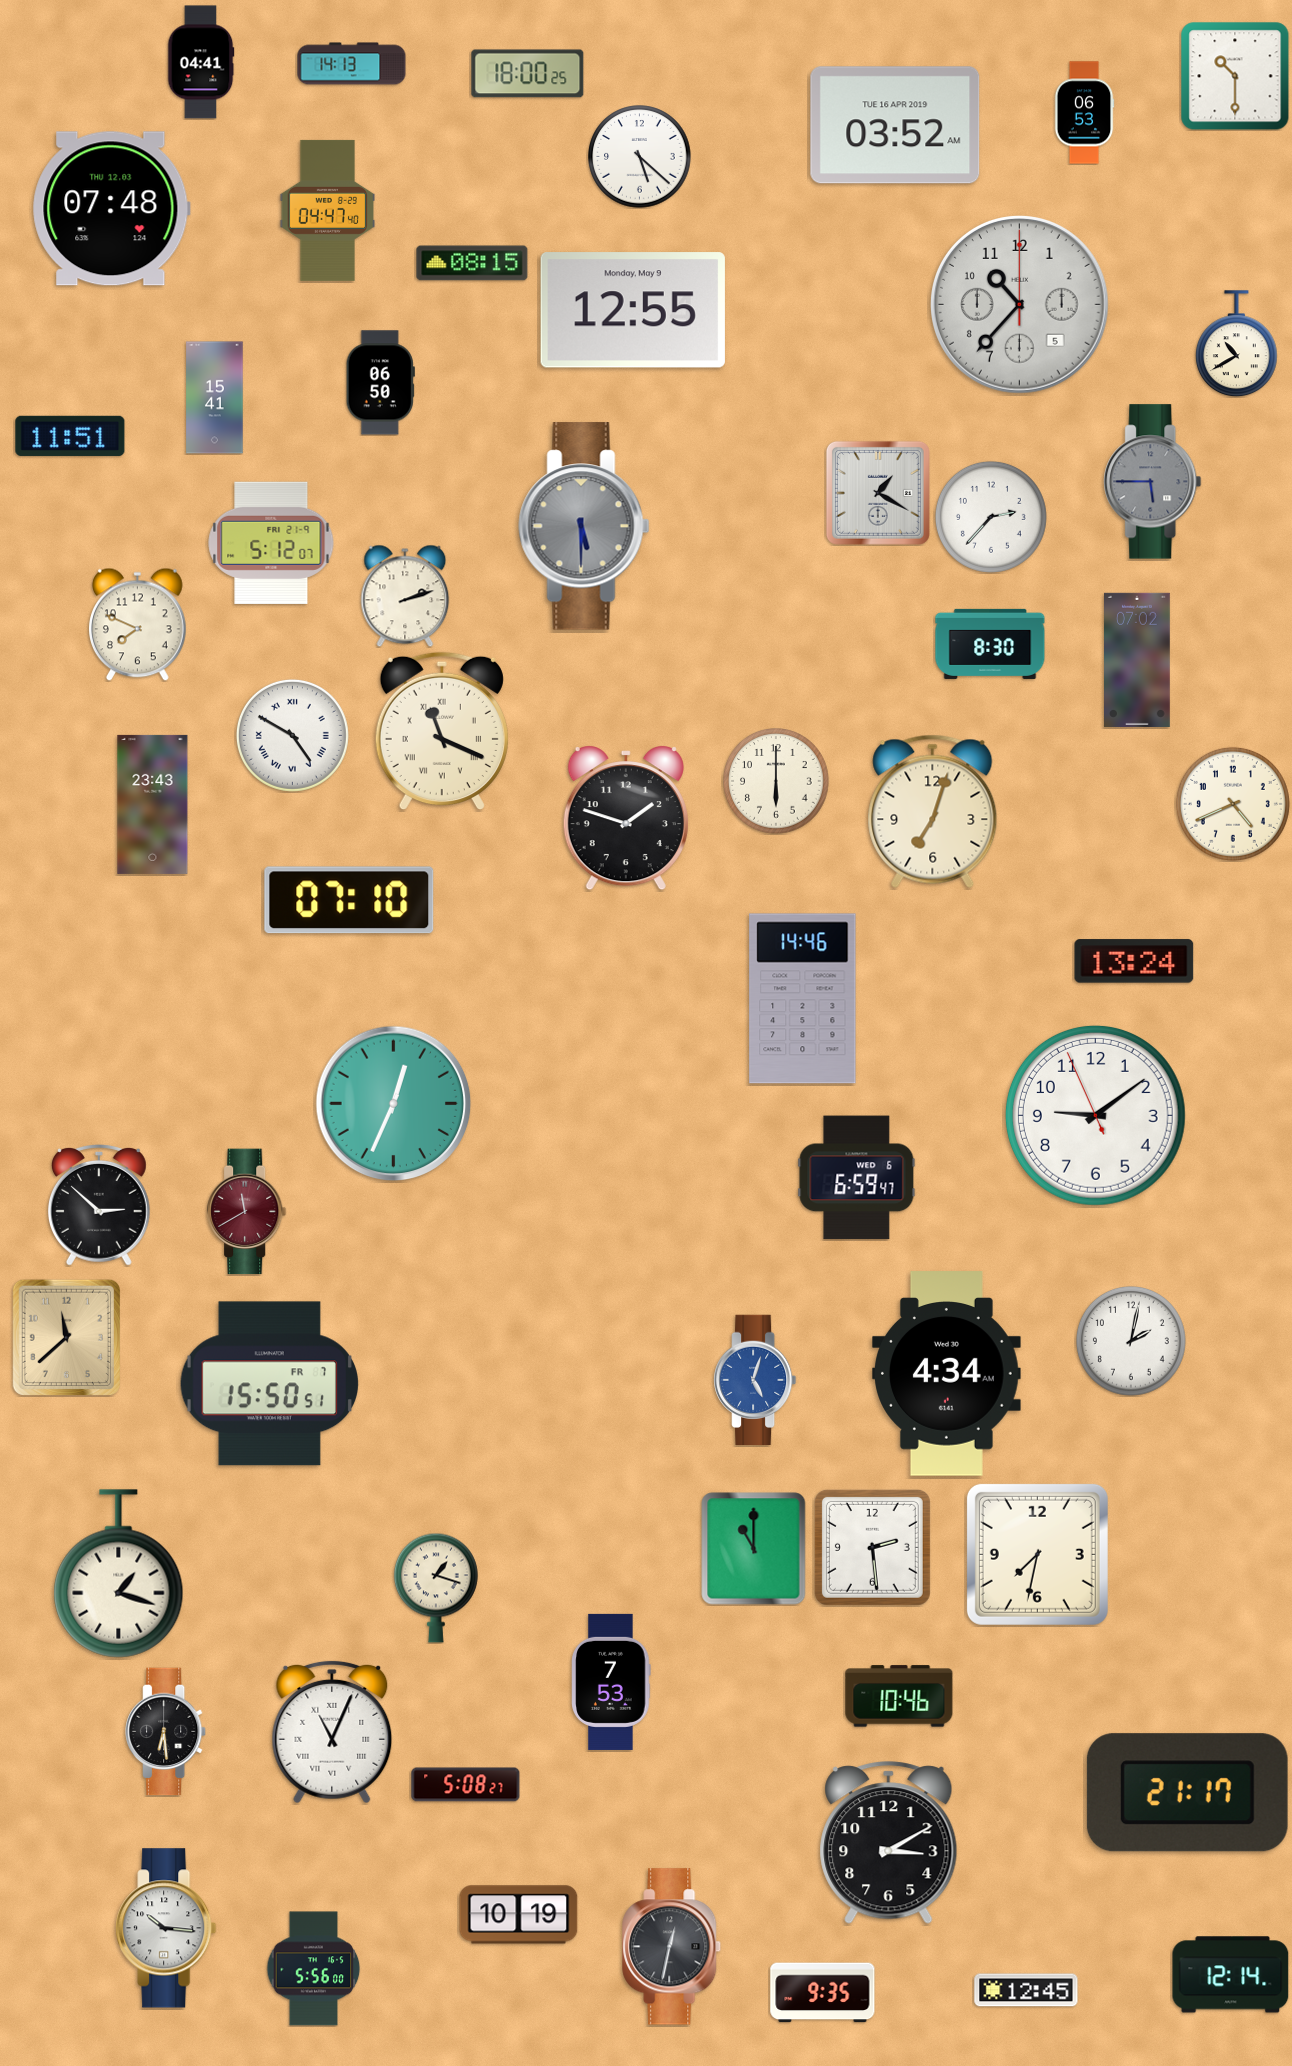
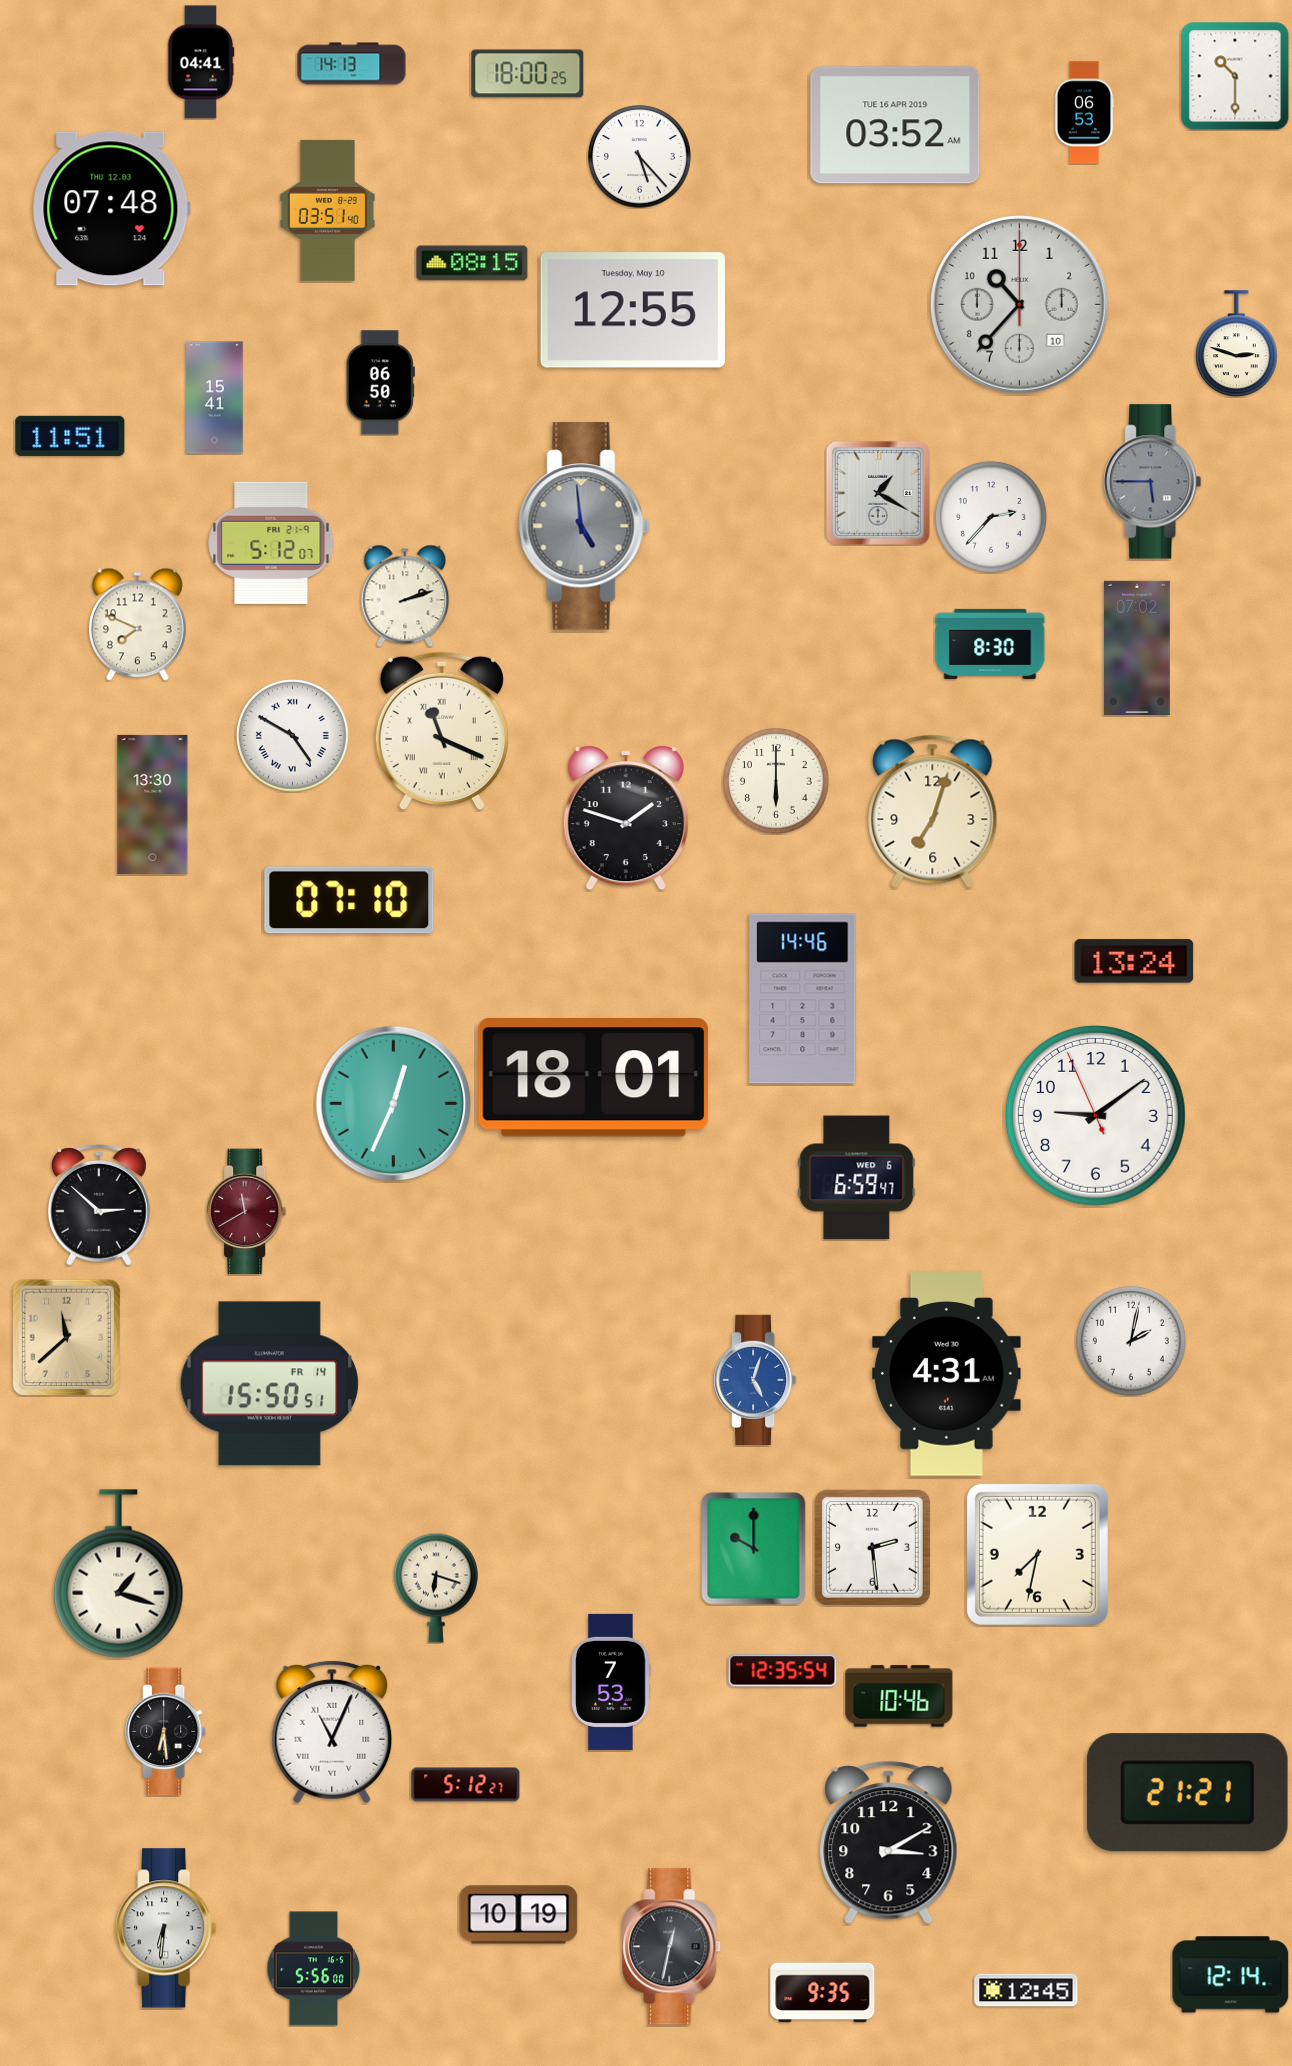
clock at (640, 157): 5:22 -> 5:23
clock at (328, 210): 04:47 -> 03:51
clock at (1020, 305) date: 5 -> 10
clock at (633, 310) date: Monday, May 9 -> Tuesday, May 10
clock at (1236, 344): 10:40 -> 2:48
clock at (584, 526): 5:30 -> 4:59
clock at (1137, 660) position: (1137, 660) -> (1137, 648)
clock at (153, 804): 23:43 -> 13:30
clock at (1233, 804): 4:41 -> none
clock at (594, 1078): none -> 18:01
clock at (947, 1374): 4:34 -> 4:31
clock at (269, 1384) date: FR 7 -> FR 14
clock at (754, 1549): 11:00 -> 10:00
clock at (436, 1588): 1:18 -> 6:18
clock at (783, 1671): none -> 12:35
clock at (466, 1785): 5:08 -> 5:12
clock at (1187, 1793): 21:17 -> 21:21
clock at (166, 1928): 10:16 -> 6:31
